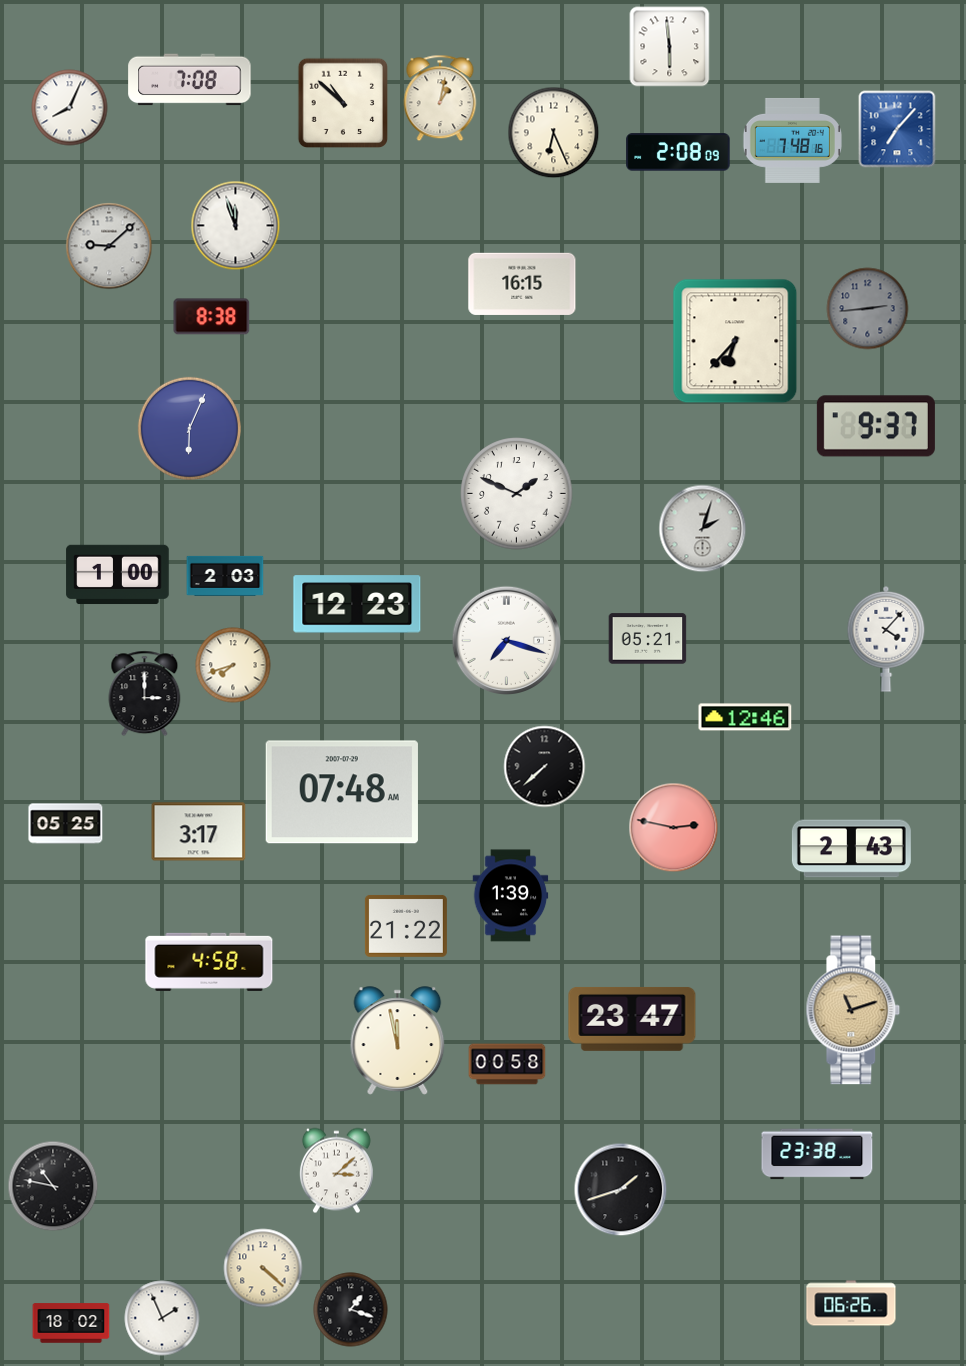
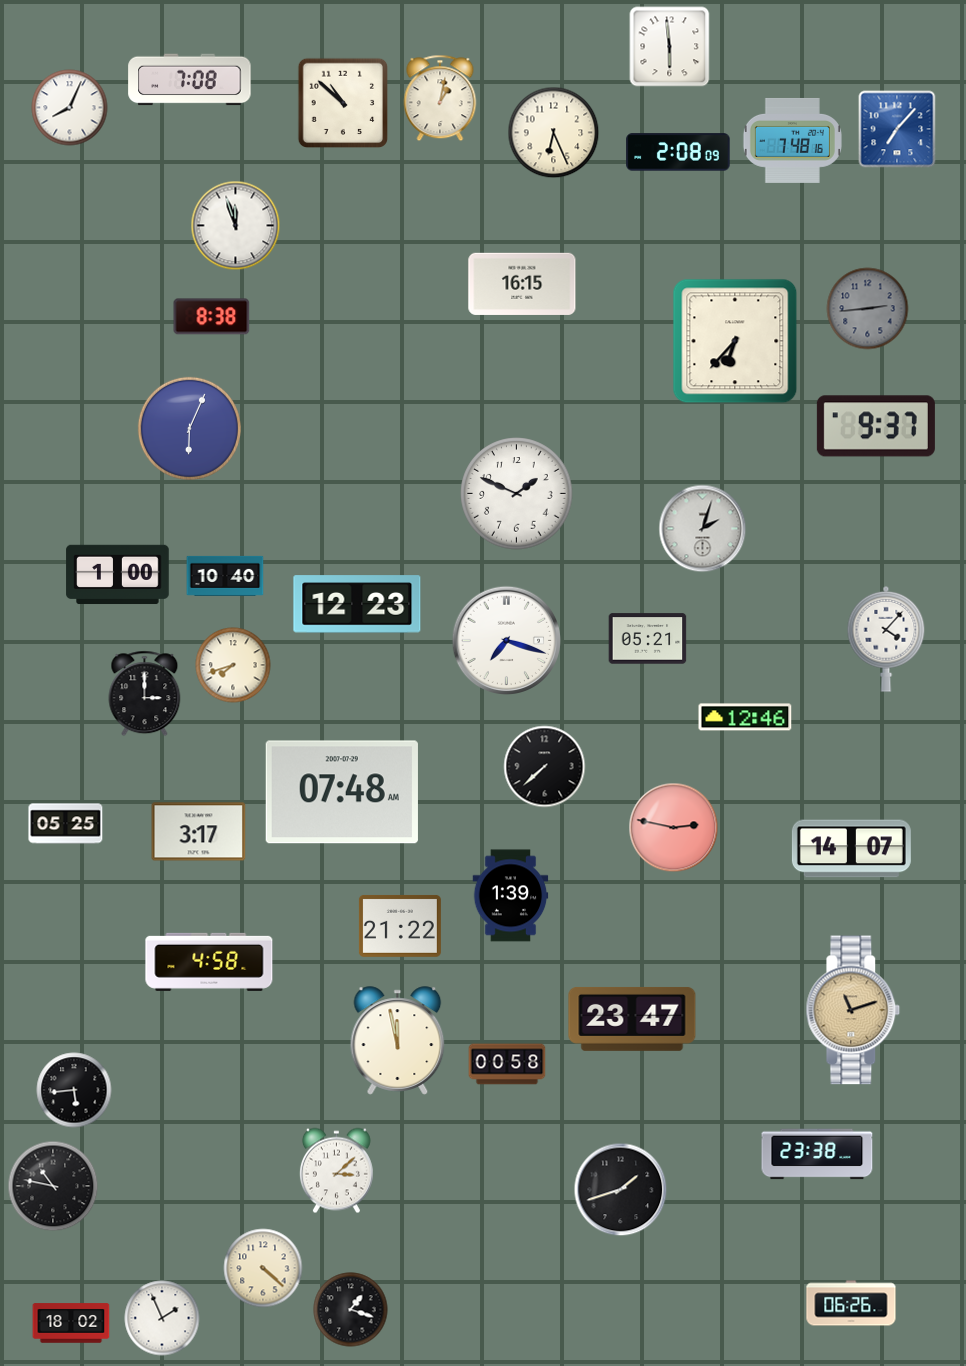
clock at (109, 246): 9:08 -> none
clock at (225, 576): 2:03 -> 10:40
clock at (851, 849): 2:43 -> 14:07
clock at (406, 926) position: (406, 926) -> (400, 926)
clock at (74, 1090): none -> 5:44
